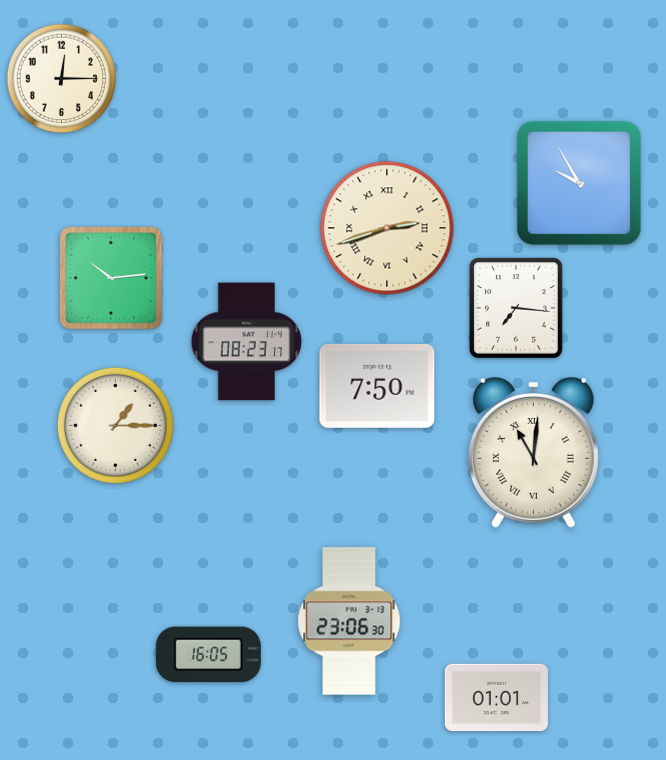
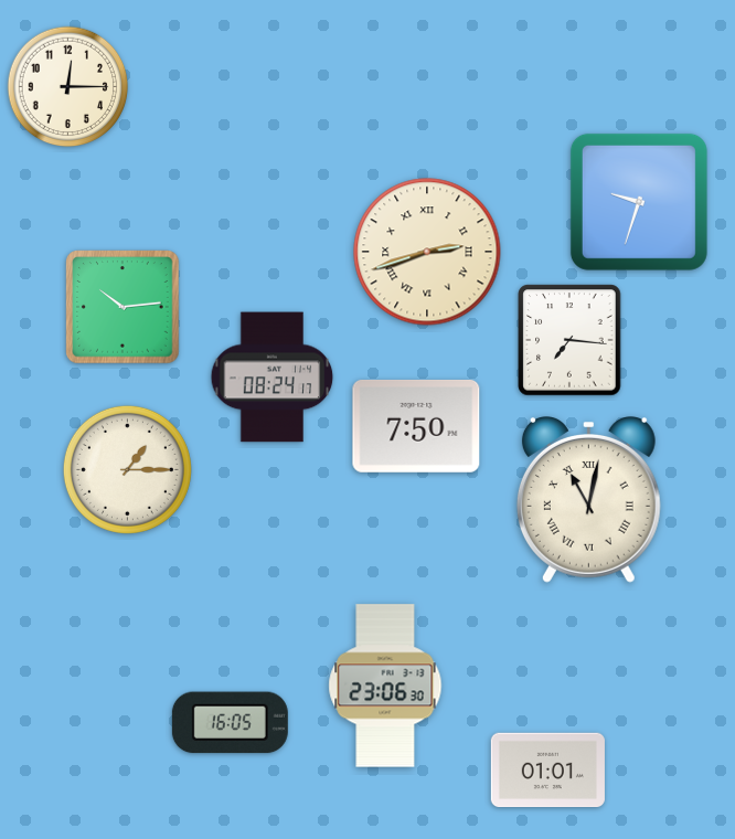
clock at (579, 183): 9:55 -> 9:33
clock at (247, 342): 08:23 -> 08:24
clock at (533, 453): 11:01 -> 11:02
